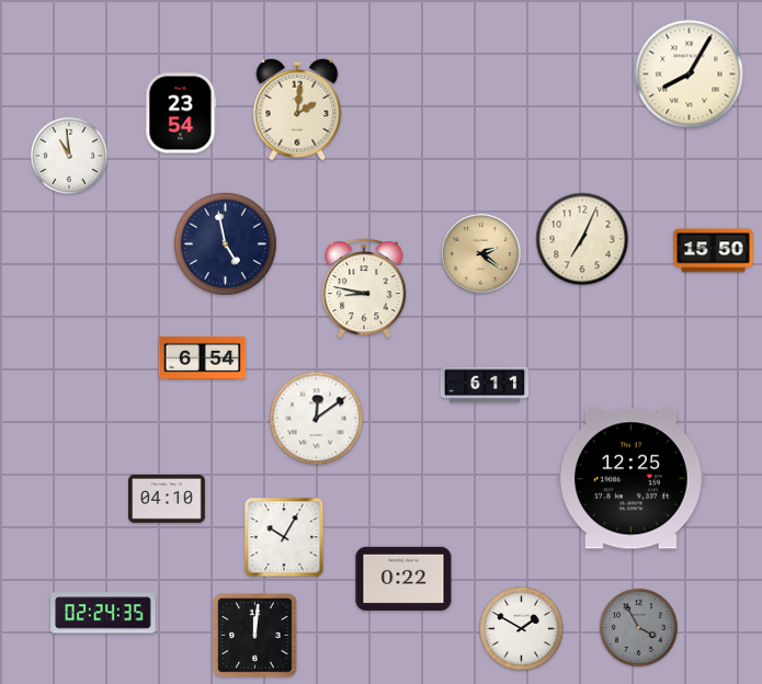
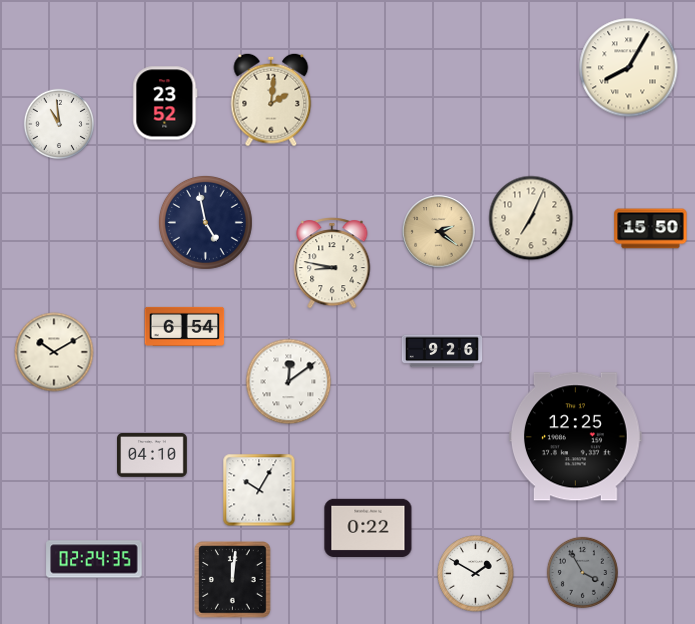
clock at (181, 113): 23:54 -> 23:52
clock at (68, 155) position: (68, 155) -> (58, 123)
clock at (485, 385): 6:11 -> 9:26
clock at (54, 352): none -> 10:10
